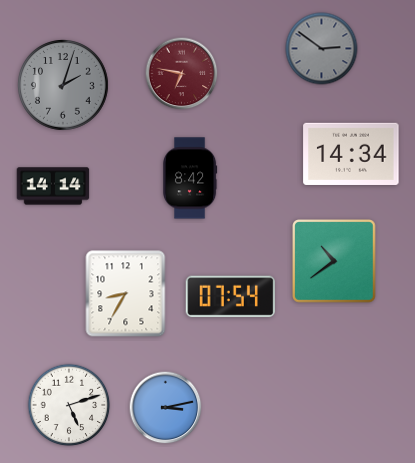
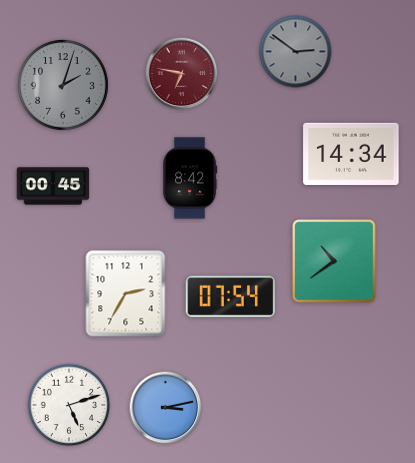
clock at (322, 49) position: (322, 49) -> (296, 52)
clock at (53, 186): 14:14 -> 00:45
clock at (126, 294): 8:35 -> 2:35
